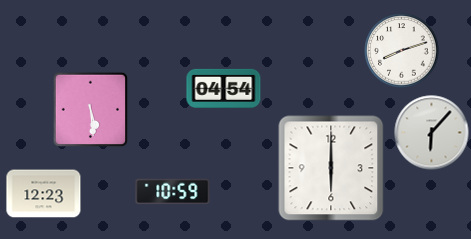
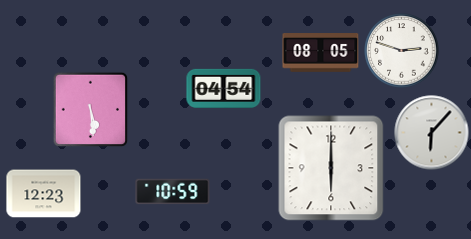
clock at (402, 51): 8:12 -> 2:48
clock at (321, 53): none -> 08:05
